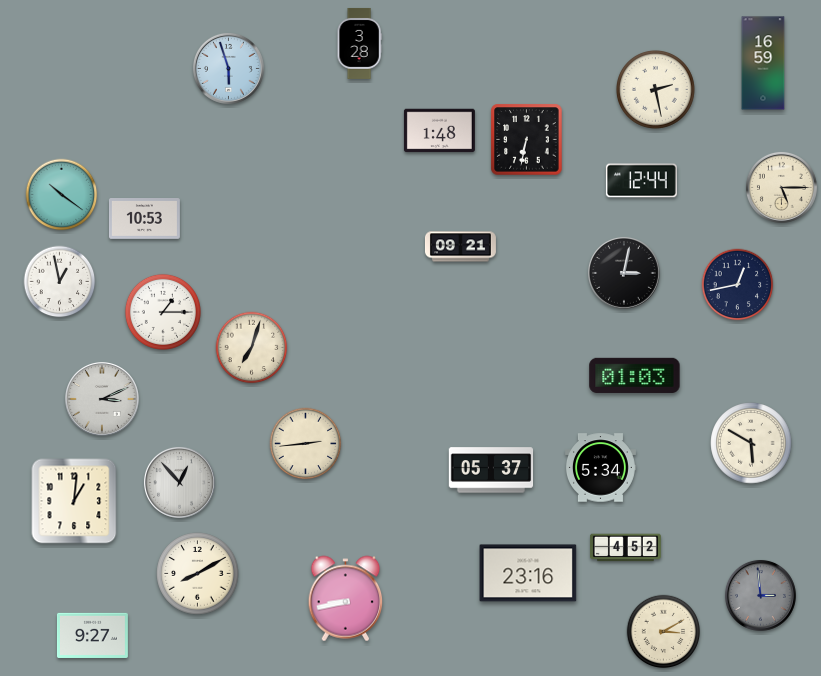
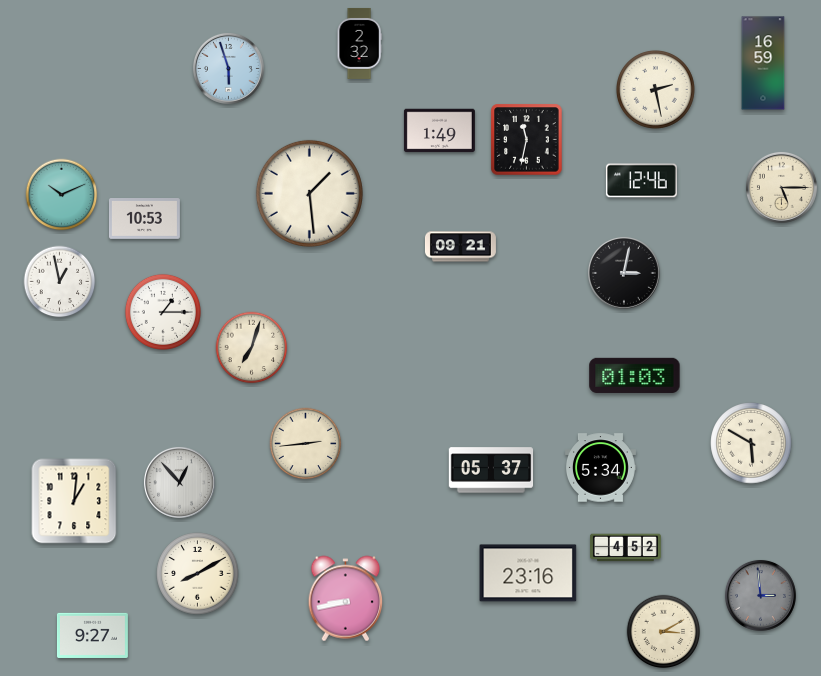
clock at (359, 43): 3:28 -> 2:32
clock at (439, 131): 1:48 -> 1:49
clock at (527, 140): 6:32 -> 11:32
clock at (641, 181): 12:44 -> 12:46
clock at (309, 193): none -> 1:29
clock at (62, 195): 10:21 -> 10:11
clock at (738, 285): 12:43 -> none
clock at (103, 400): 3:11 -> none
